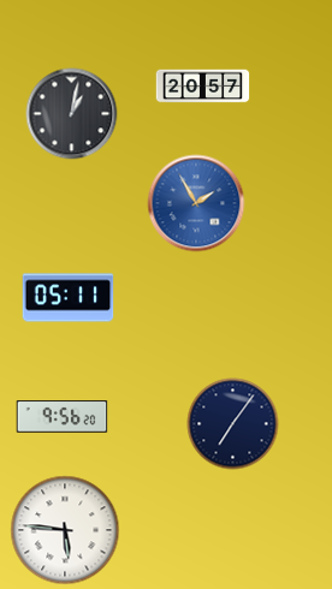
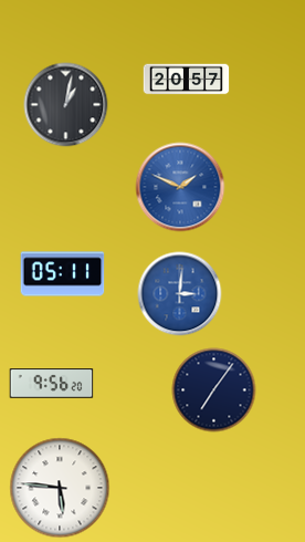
clock at (196, 203): 1:55 -> 1:49
clock at (180, 294): none -> 3:01
clock at (63, 417) position: (63, 417) -> (52, 384)
